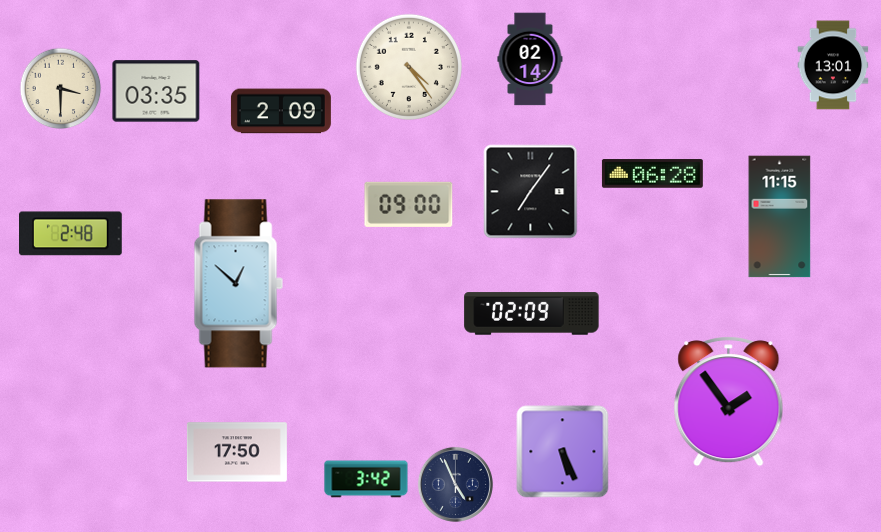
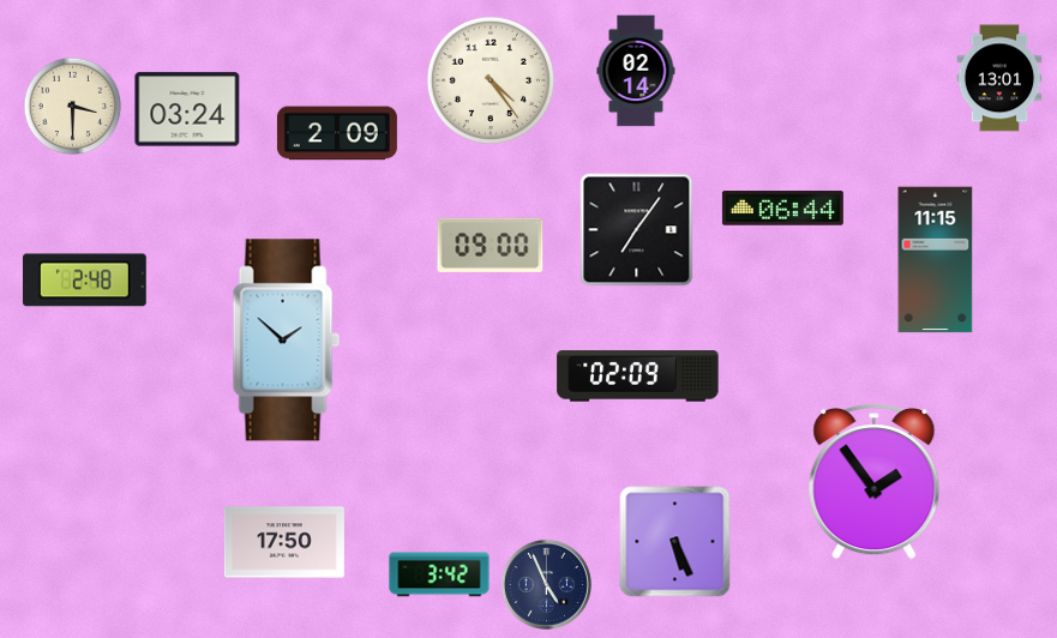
clock at (156, 91): 03:35 -> 03:24
clock at (652, 174): 06:28 -> 06:44
clock at (238, 284): 12:52 -> 1:52
clock at (455, 484) position: (455, 484) -> (546, 584)
